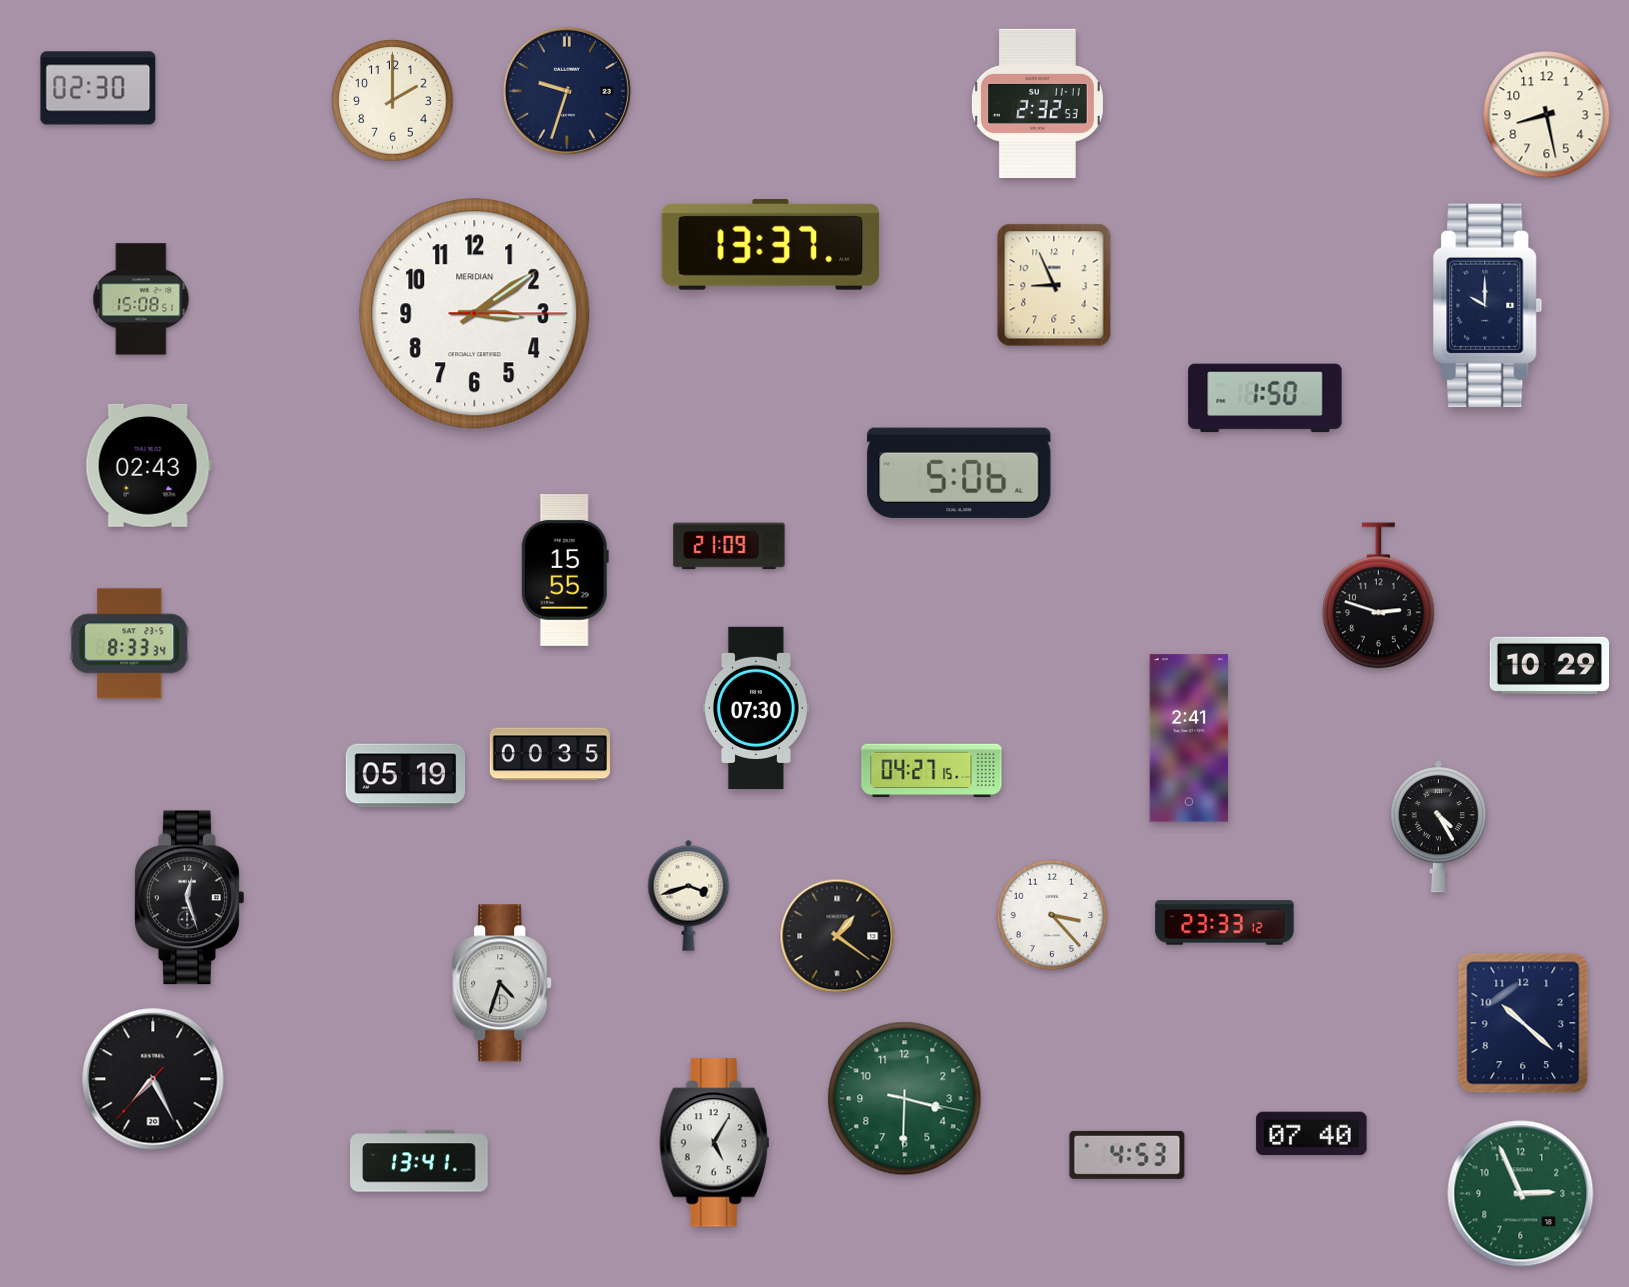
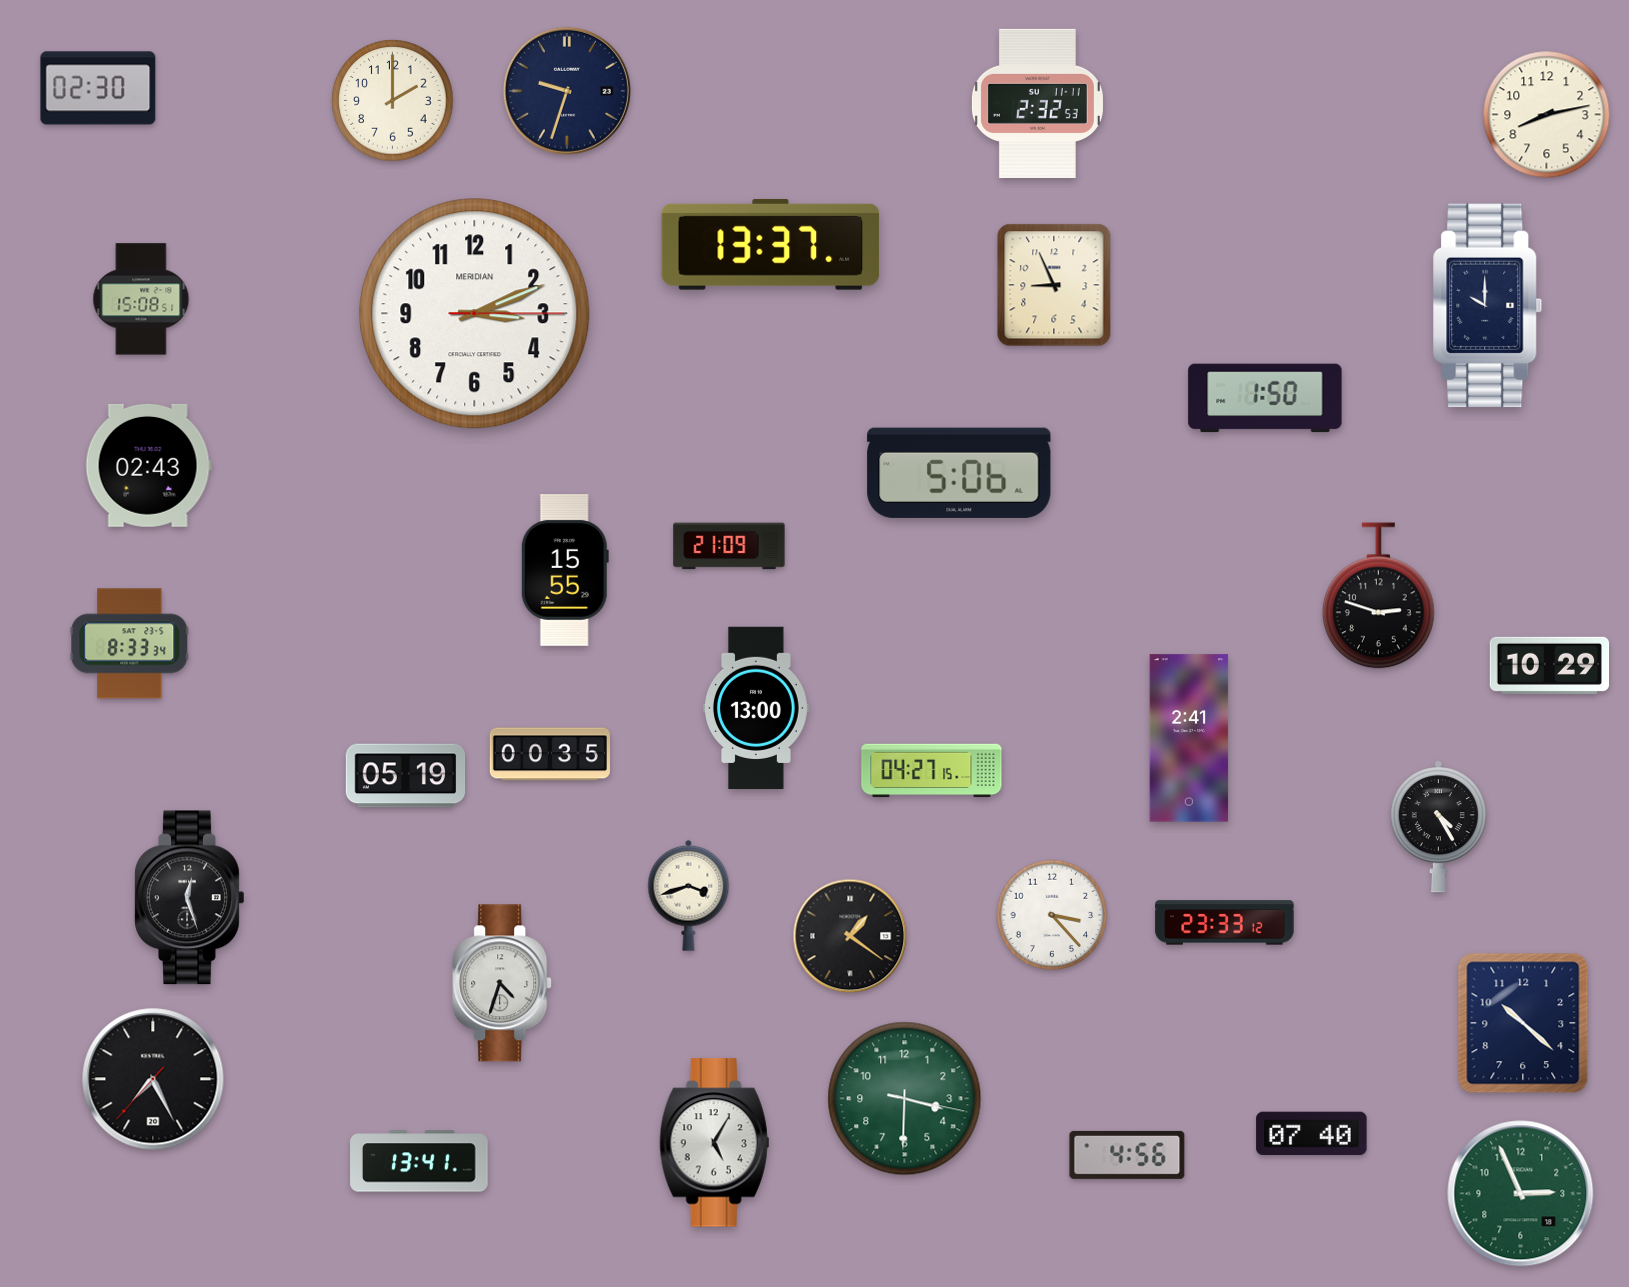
clock at (1547, 115): 8:28 -> 8:13
clock at (475, 314): 3:09 -> 3:11
clock at (757, 707): 07:30 -> 13:00
clock at (837, 936) position: (837, 936) -> (850, 936)
clock at (1127, 1155): 4:53 -> 4:56
